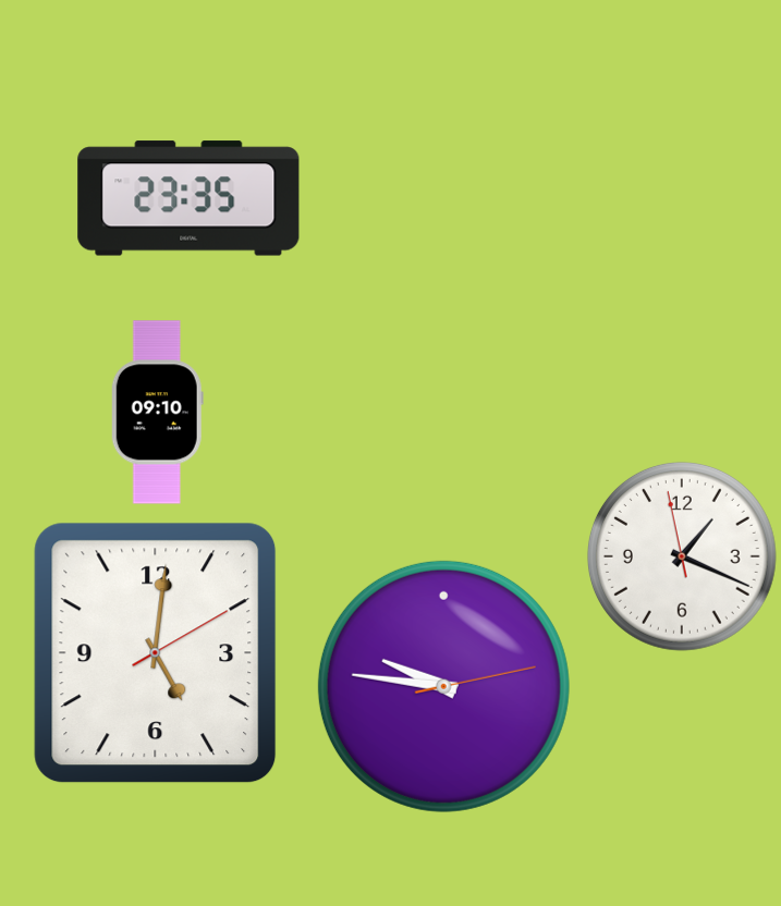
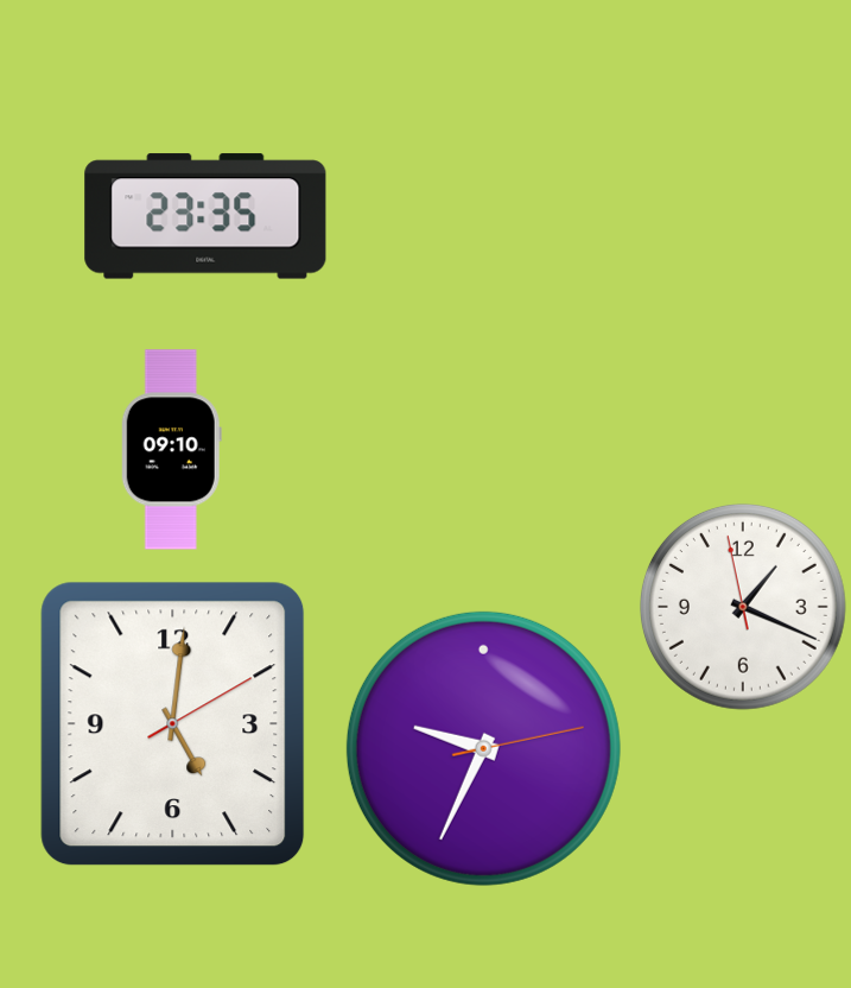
clock at (156, 653) position: (156, 653) -> (173, 724)
clock at (443, 686): 9:46 -> 9:34
